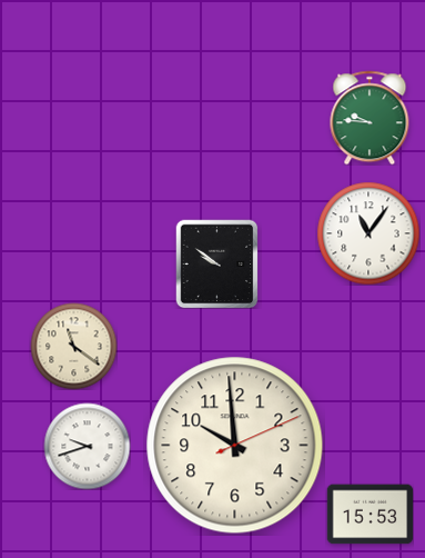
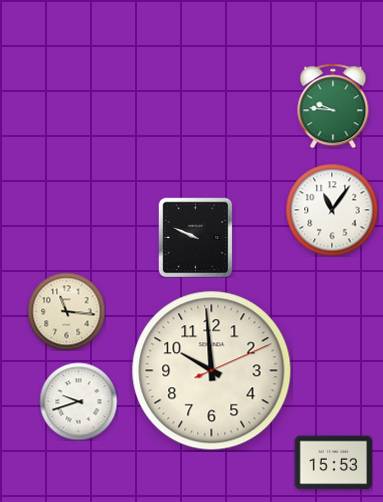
clock at (217, 263): 9:51 -> 9:49
clock at (73, 346): 11:21 -> 11:16
clock at (235, 446) position: (235, 446) -> (212, 371)
